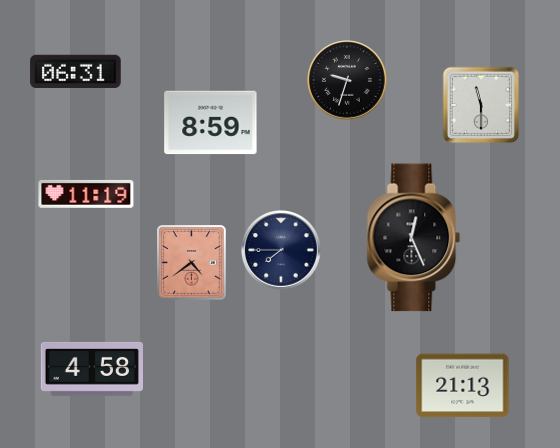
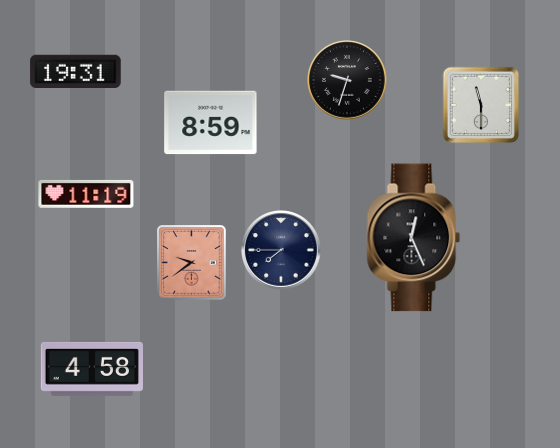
clock at (76, 71): 06:31 -> 19:31
clock at (192, 263): 4:39 -> 9:39
clock at (463, 386): 21:13 -> none
